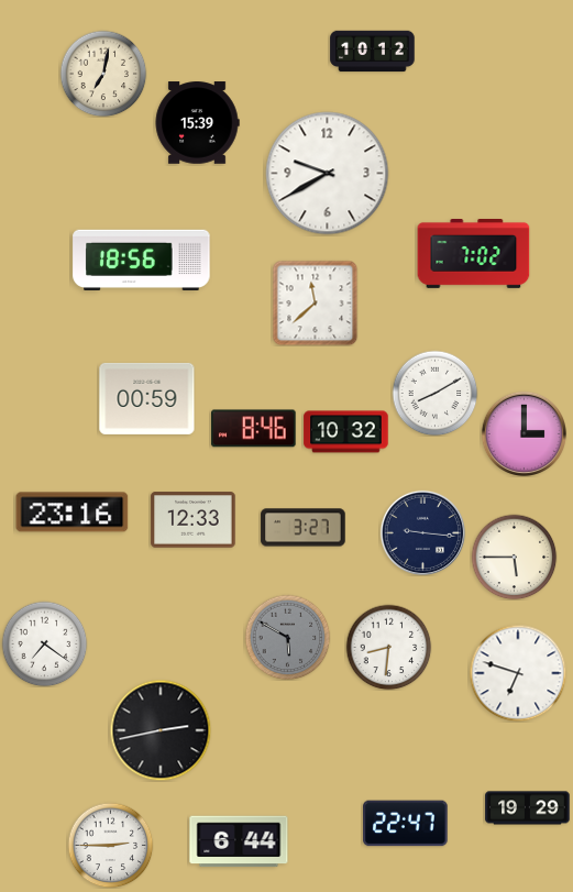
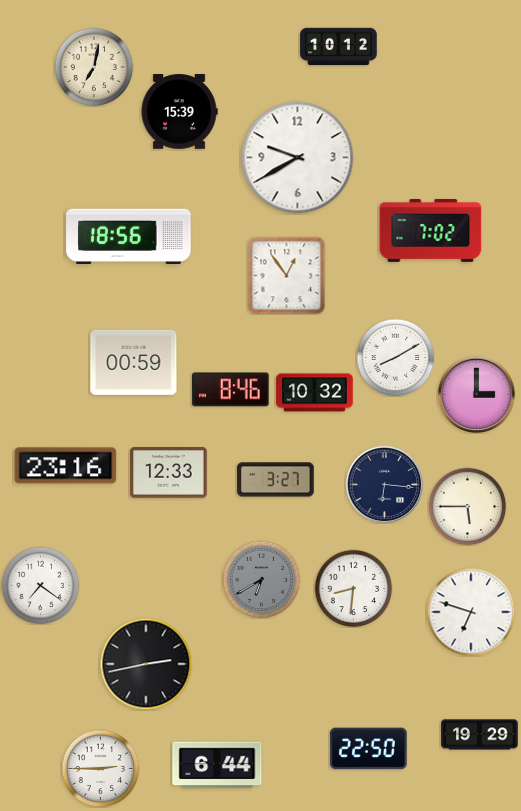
clock at (315, 302): 11:38 -> 12:54
clock at (194, 520) position: (194, 520) -> (169, 473)
clock at (422, 532): 9:16 -> 6:16
clock at (287, 637): 5:50 -> 6:40
clock at (406, 824): 22:47 -> 22:50
